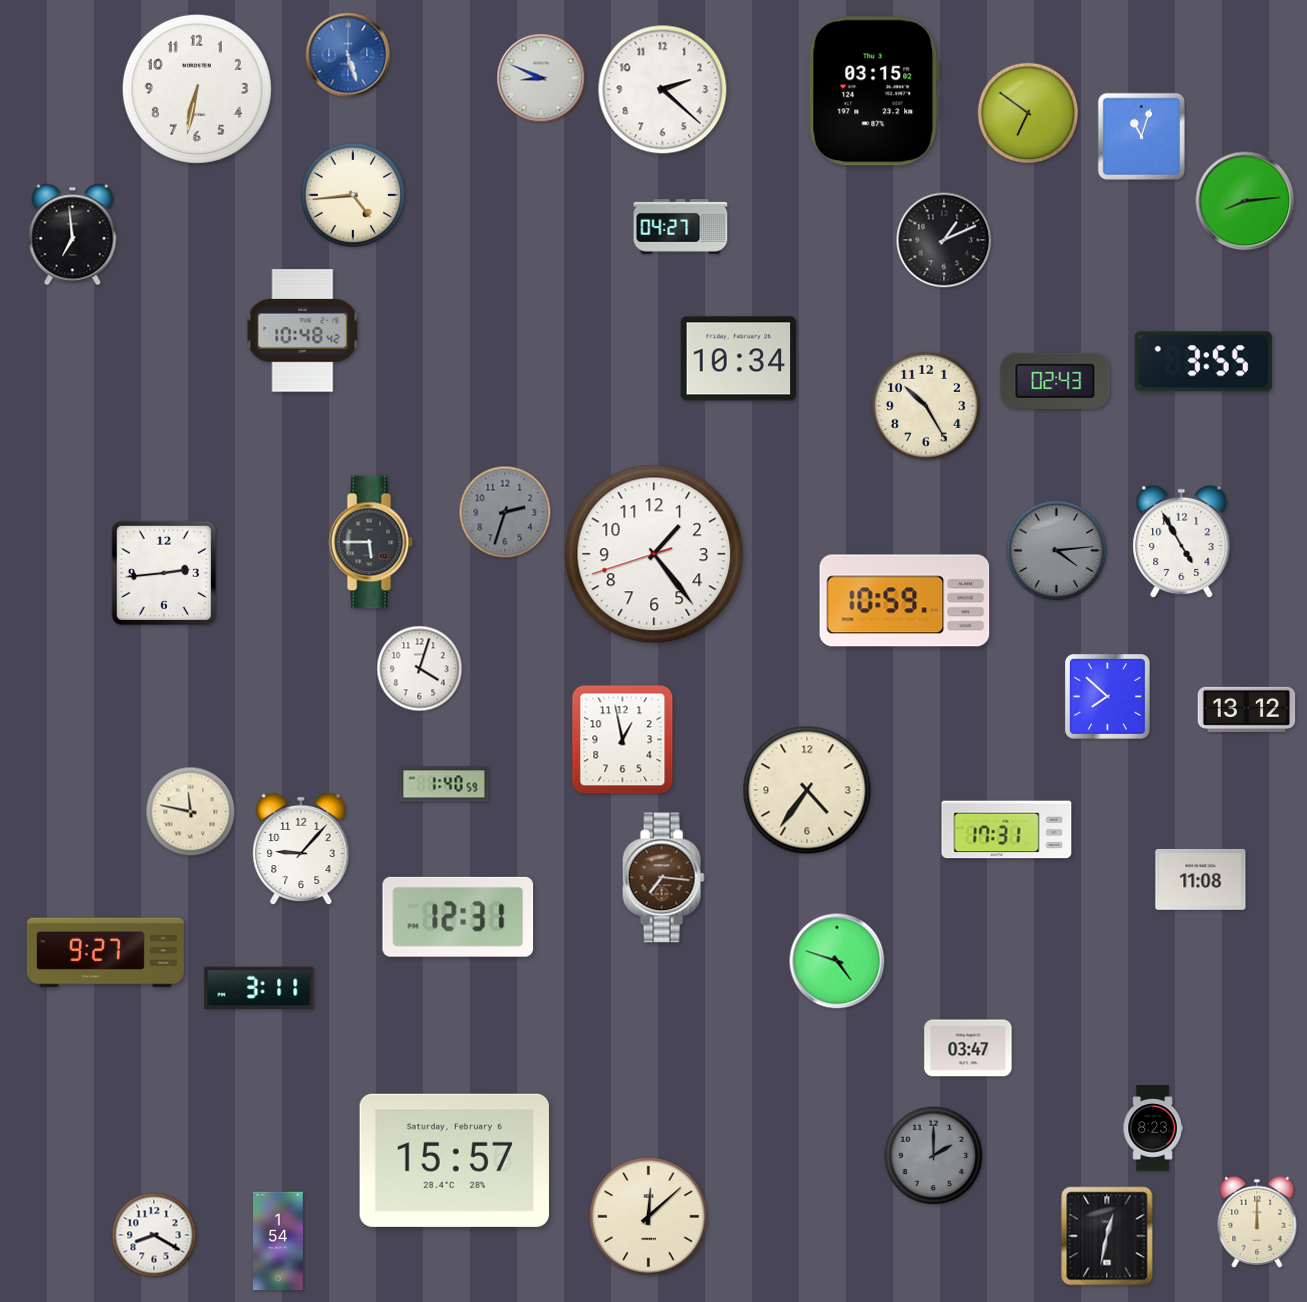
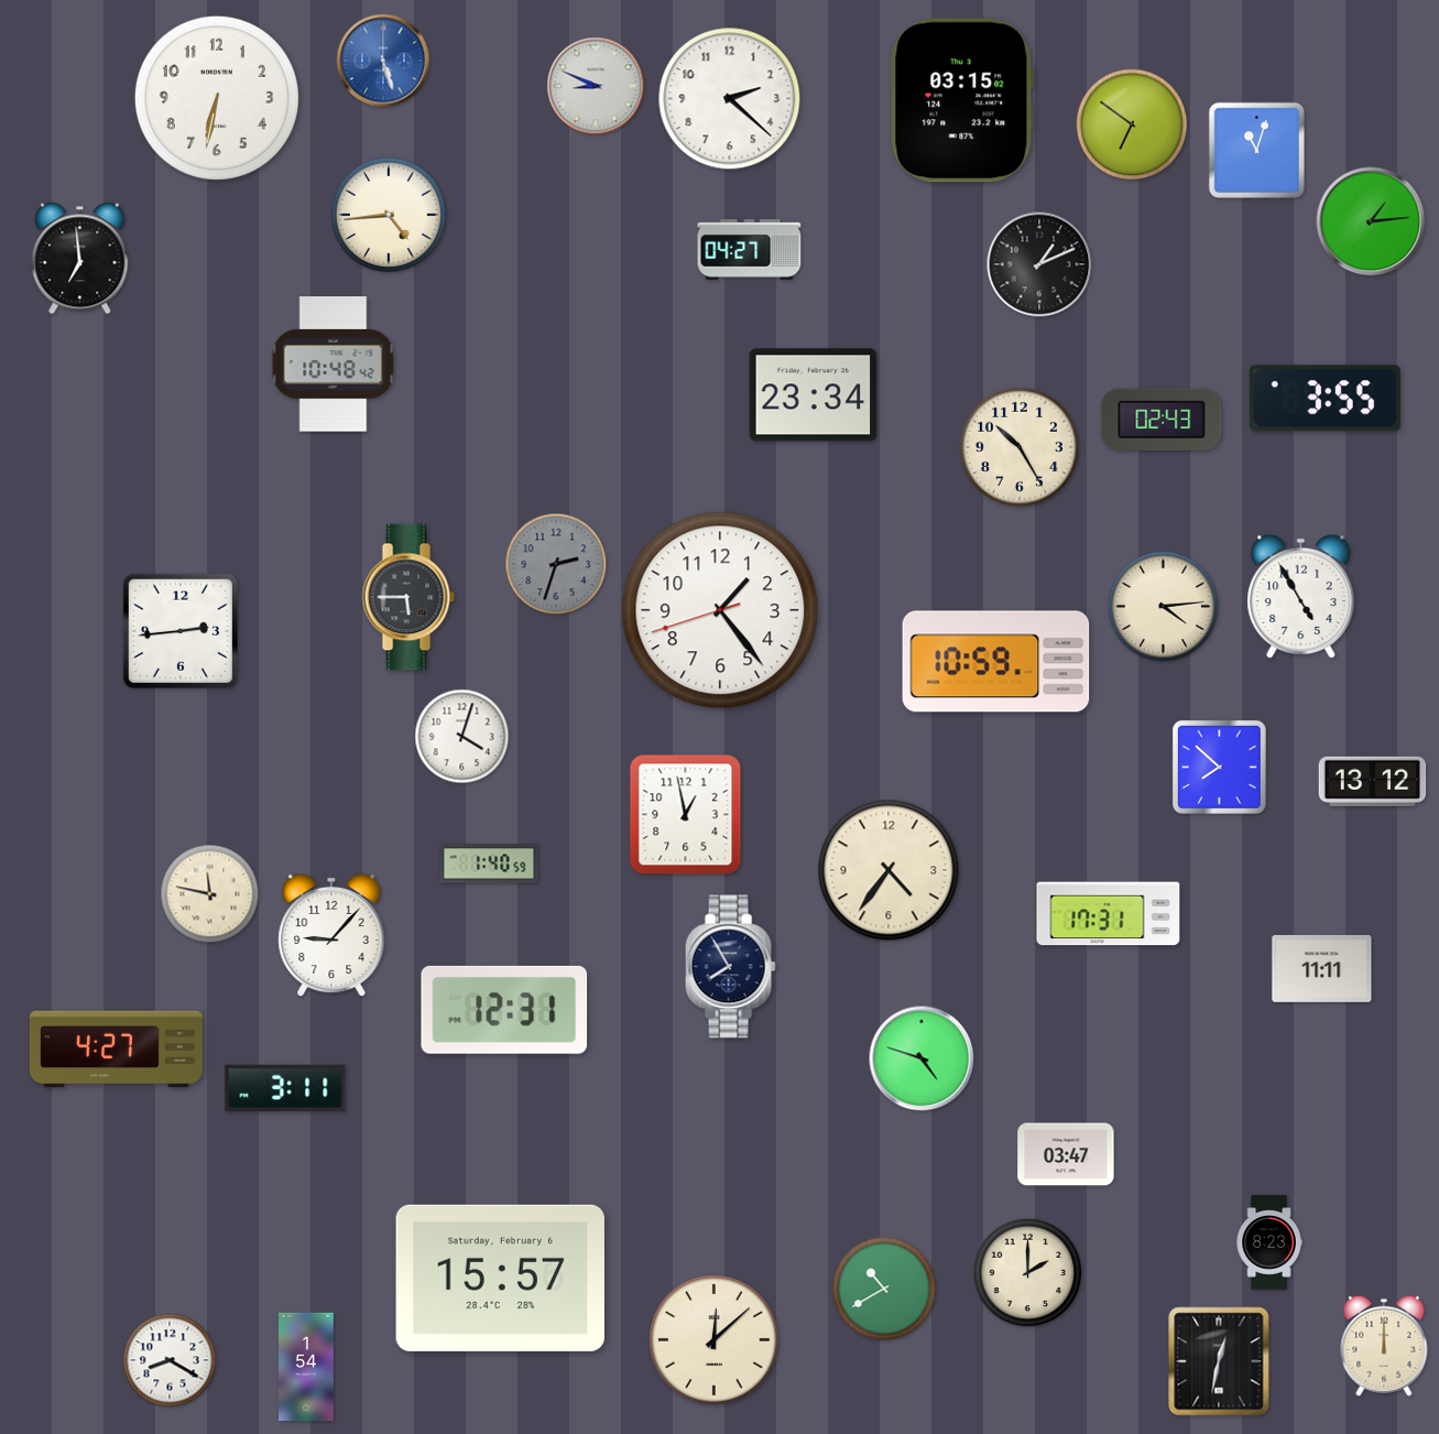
clock at (1245, 201): 8:14 -> 1:14
clock at (739, 359): 10:34 -> 23:34
clock at (1057, 551) dial: grey -> cream
clock at (663, 878): 7:16 -> 7:55
clock at (663, 878) dial: brown -> navy
clock at (1201, 879): 11:08 -> 11:11
clock at (105, 953): 9:27 -> 4:27
clock at (934, 1156) dial: grey -> cream
clock at (884, 1289): none -> 10:40
